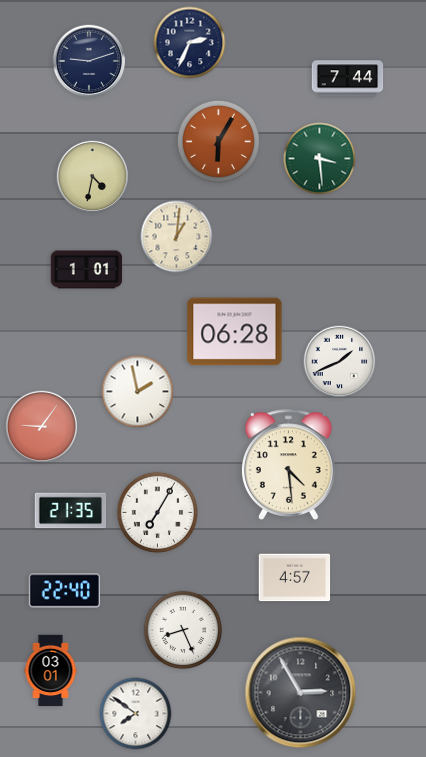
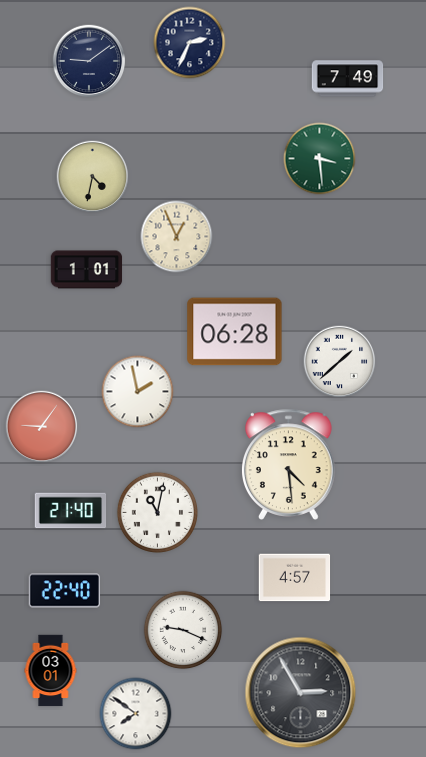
clock at (89, 61): 9:12 -> 9:09
clock at (348, 79): 7:44 -> 7:49
clock at (218, 141): 6:05 -> none
clock at (177, 237): 1:01 -> 12:56
clock at (340, 362): 1:41 -> 1:38
clock at (71, 511): 21:35 -> 21:40
clock at (157, 512): 7:05 -> 11:02
clock at (183, 630): 8:26 -> 9:19
